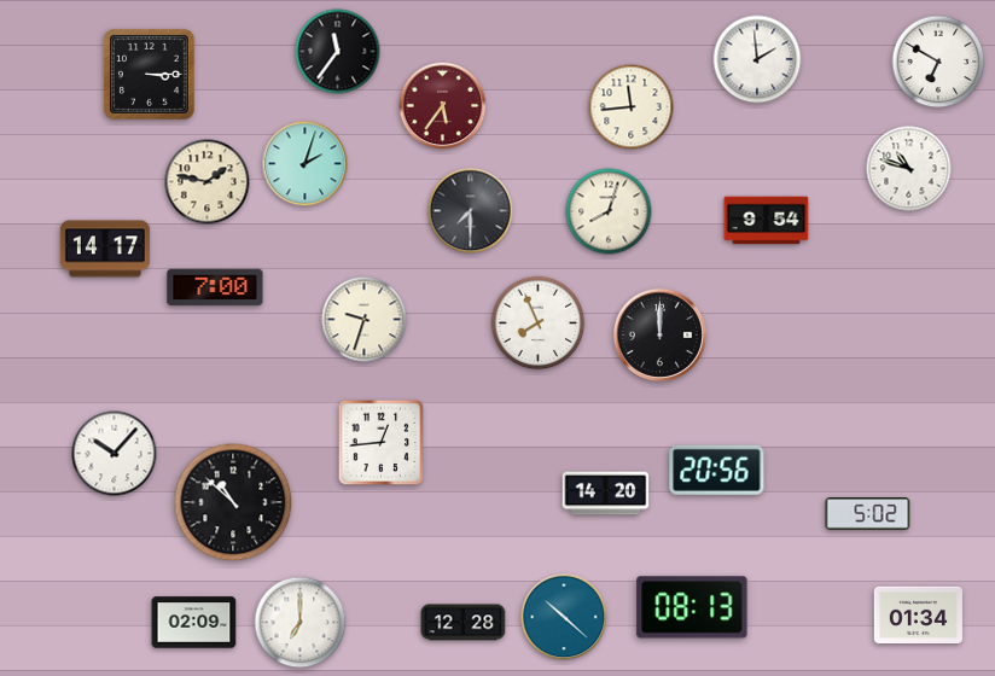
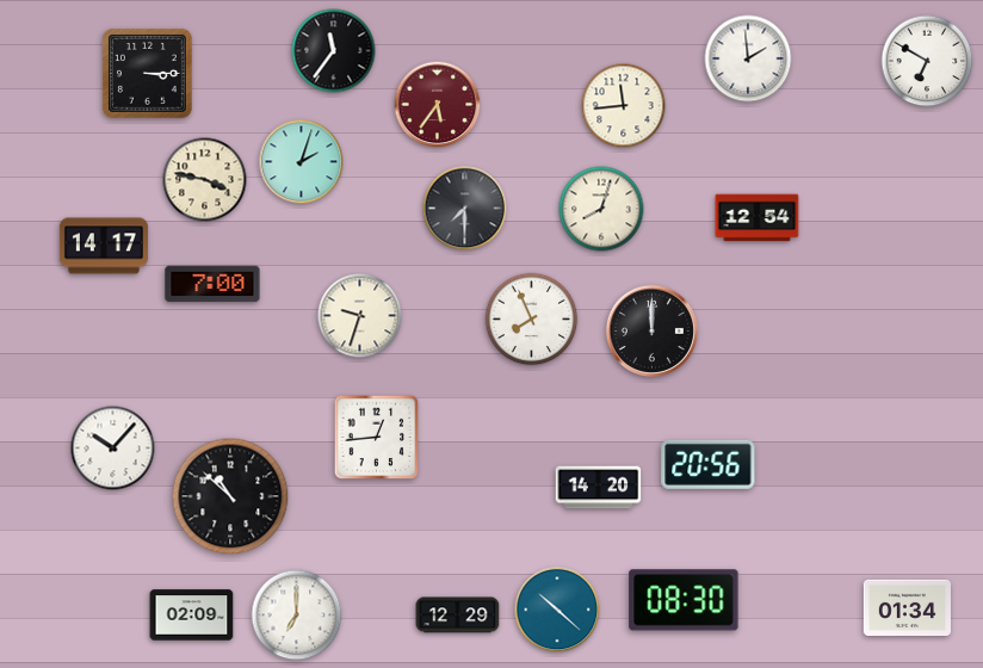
clock at (909, 169): 10:48 -> none
clock at (208, 182): 1:47 -> 3:47
clock at (767, 221): 9:54 -> 12:54
clock at (868, 514): 5:02 -> none
clock at (692, 607): 08:13 -> 08:30
clock at (464, 623): 12:28 -> 12:29
